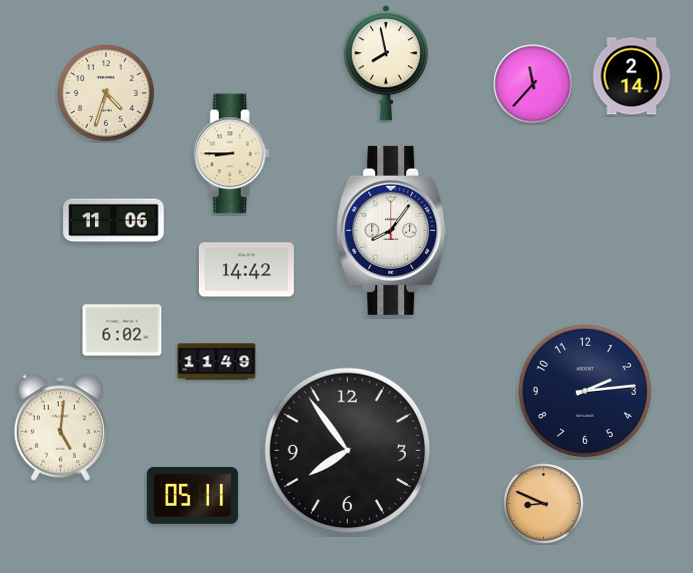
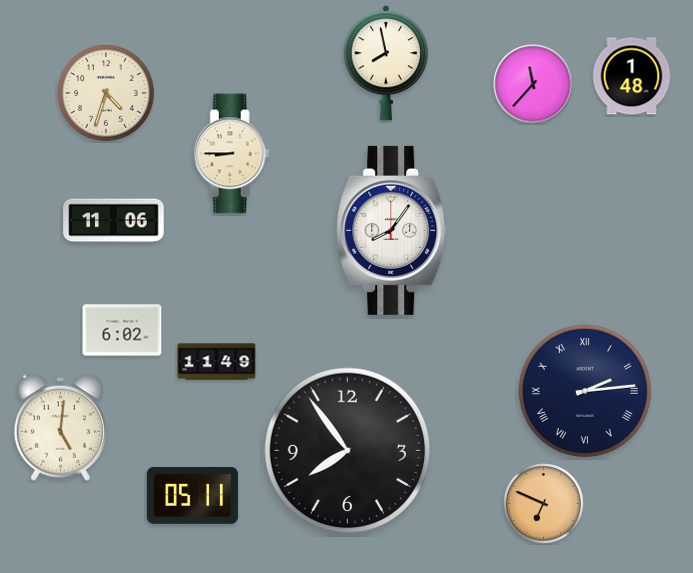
clock at (632, 76): 2:14 -> 1:48
clock at (246, 270): 14:42 -> none
clock at (585, 391) numerals: Arabic -> Roman
clock at (544, 504): 8:49 -> 6:49
